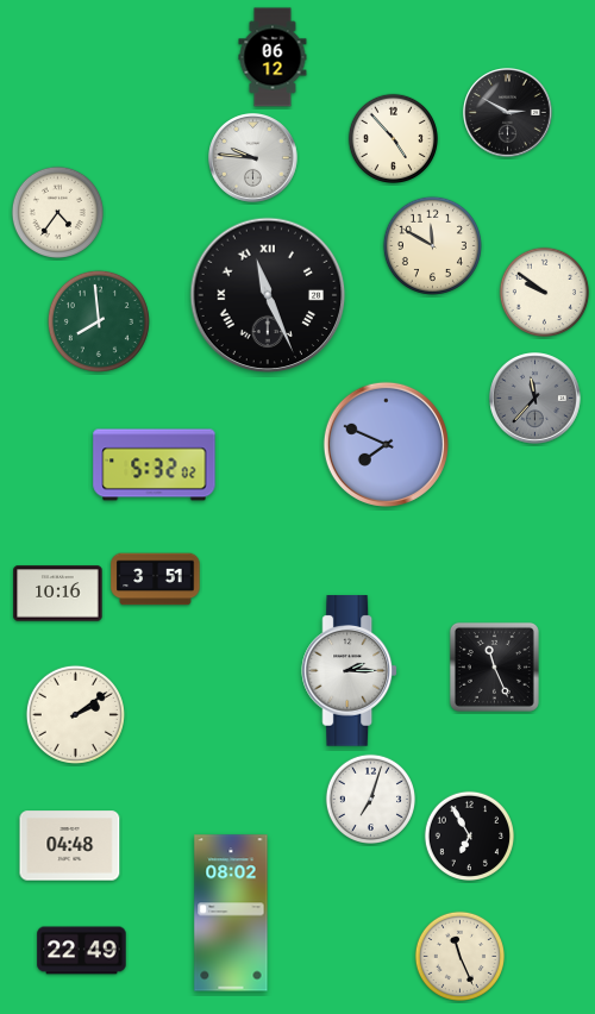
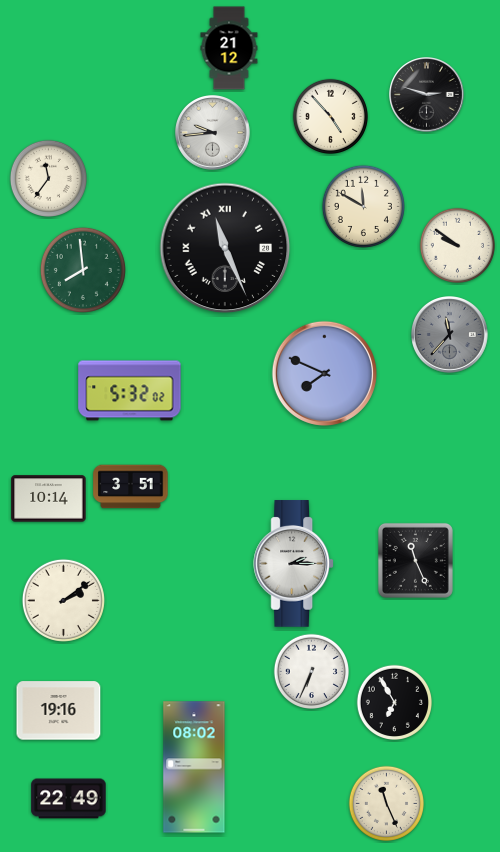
clock at (273, 57): 06:12 -> 21:12
clock at (508, 113): 2:50 -> 2:48
clock at (253, 158): 9:46 -> 9:44
clock at (57, 212): 4:36 -> 11:36
clock at (58, 594): 10:16 -> 10:14
clock at (370, 799): 7:03 -> 6:34
clock at (70, 846): 04:48 -> 19:16
